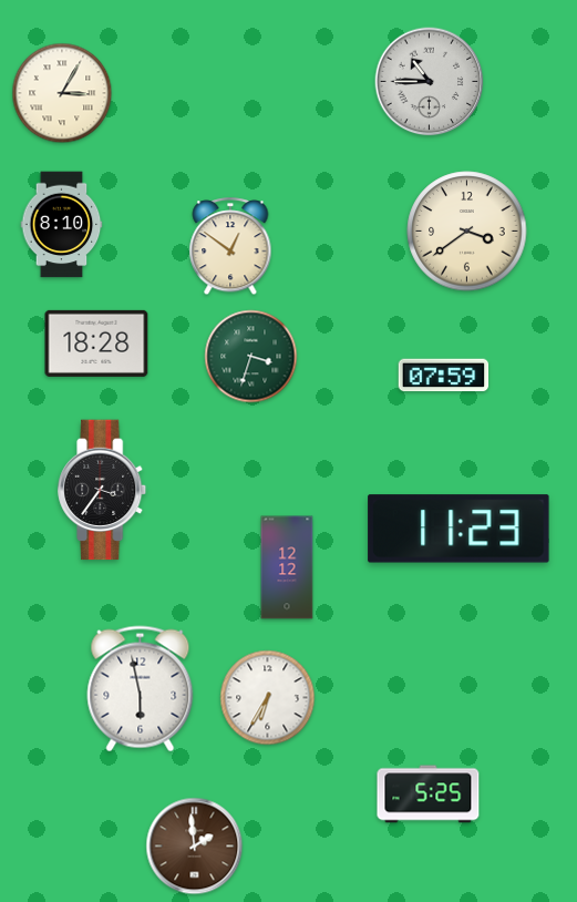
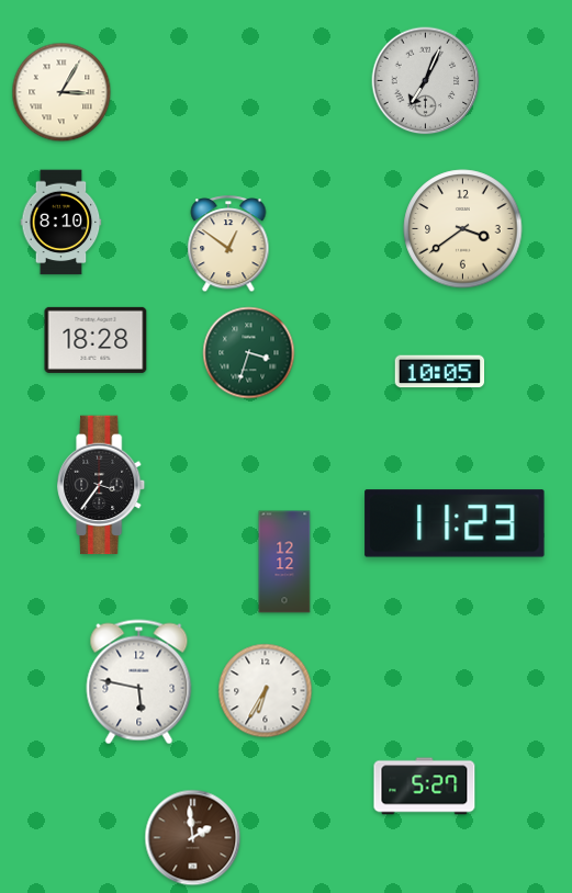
clock at (430, 82): 10:45 -> 7:04
clock at (444, 376): 07:59 -> 10:05
clock at (141, 689): 5:58 -> 5:47
clock at (429, 795): 5:25 -> 5:27
